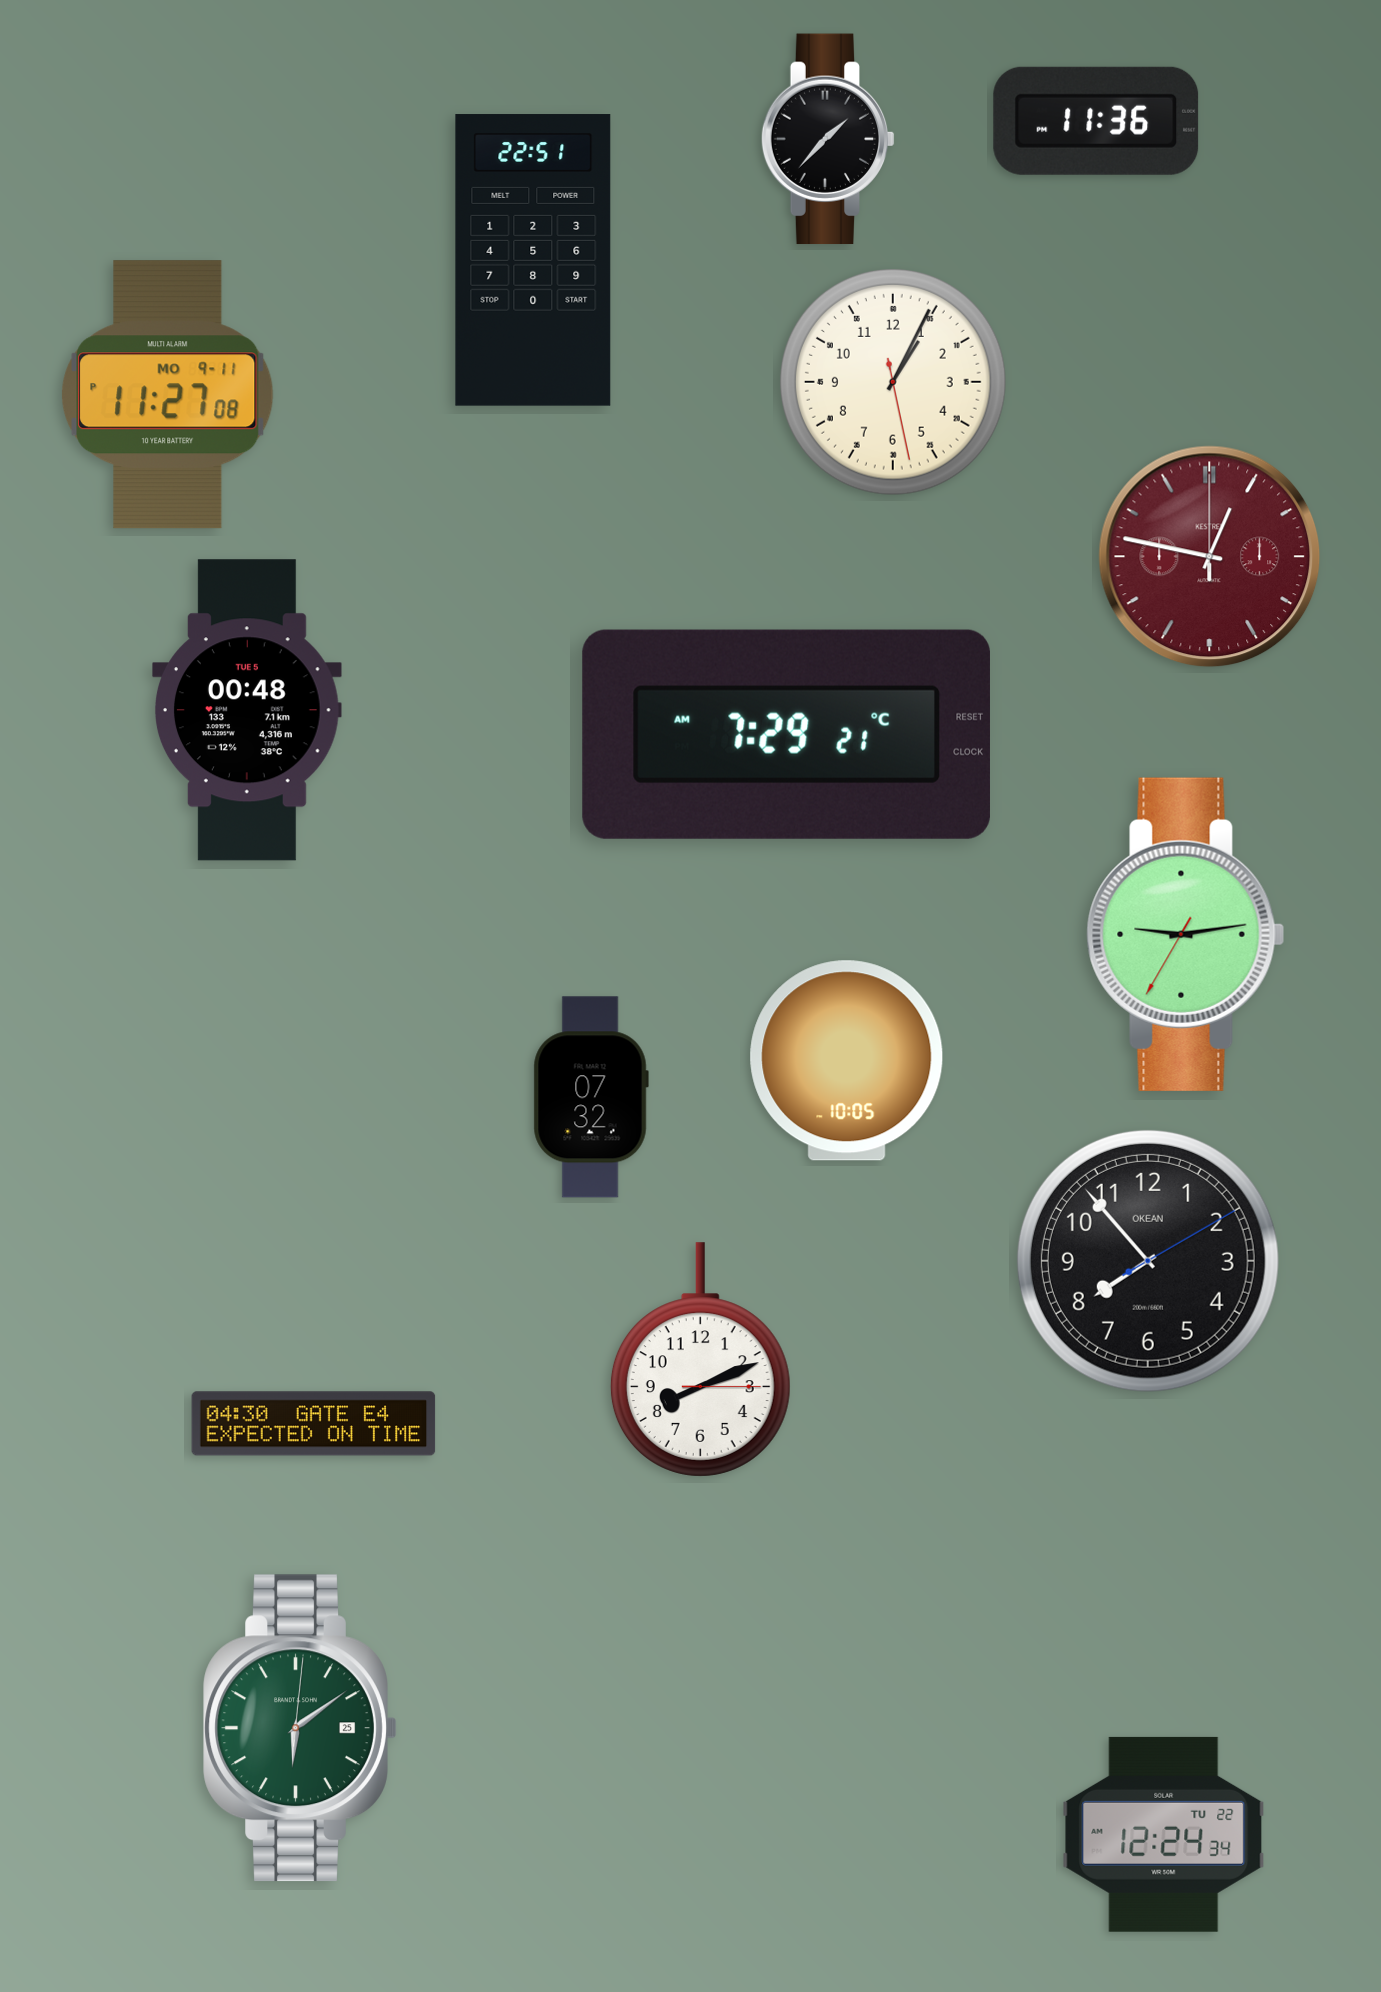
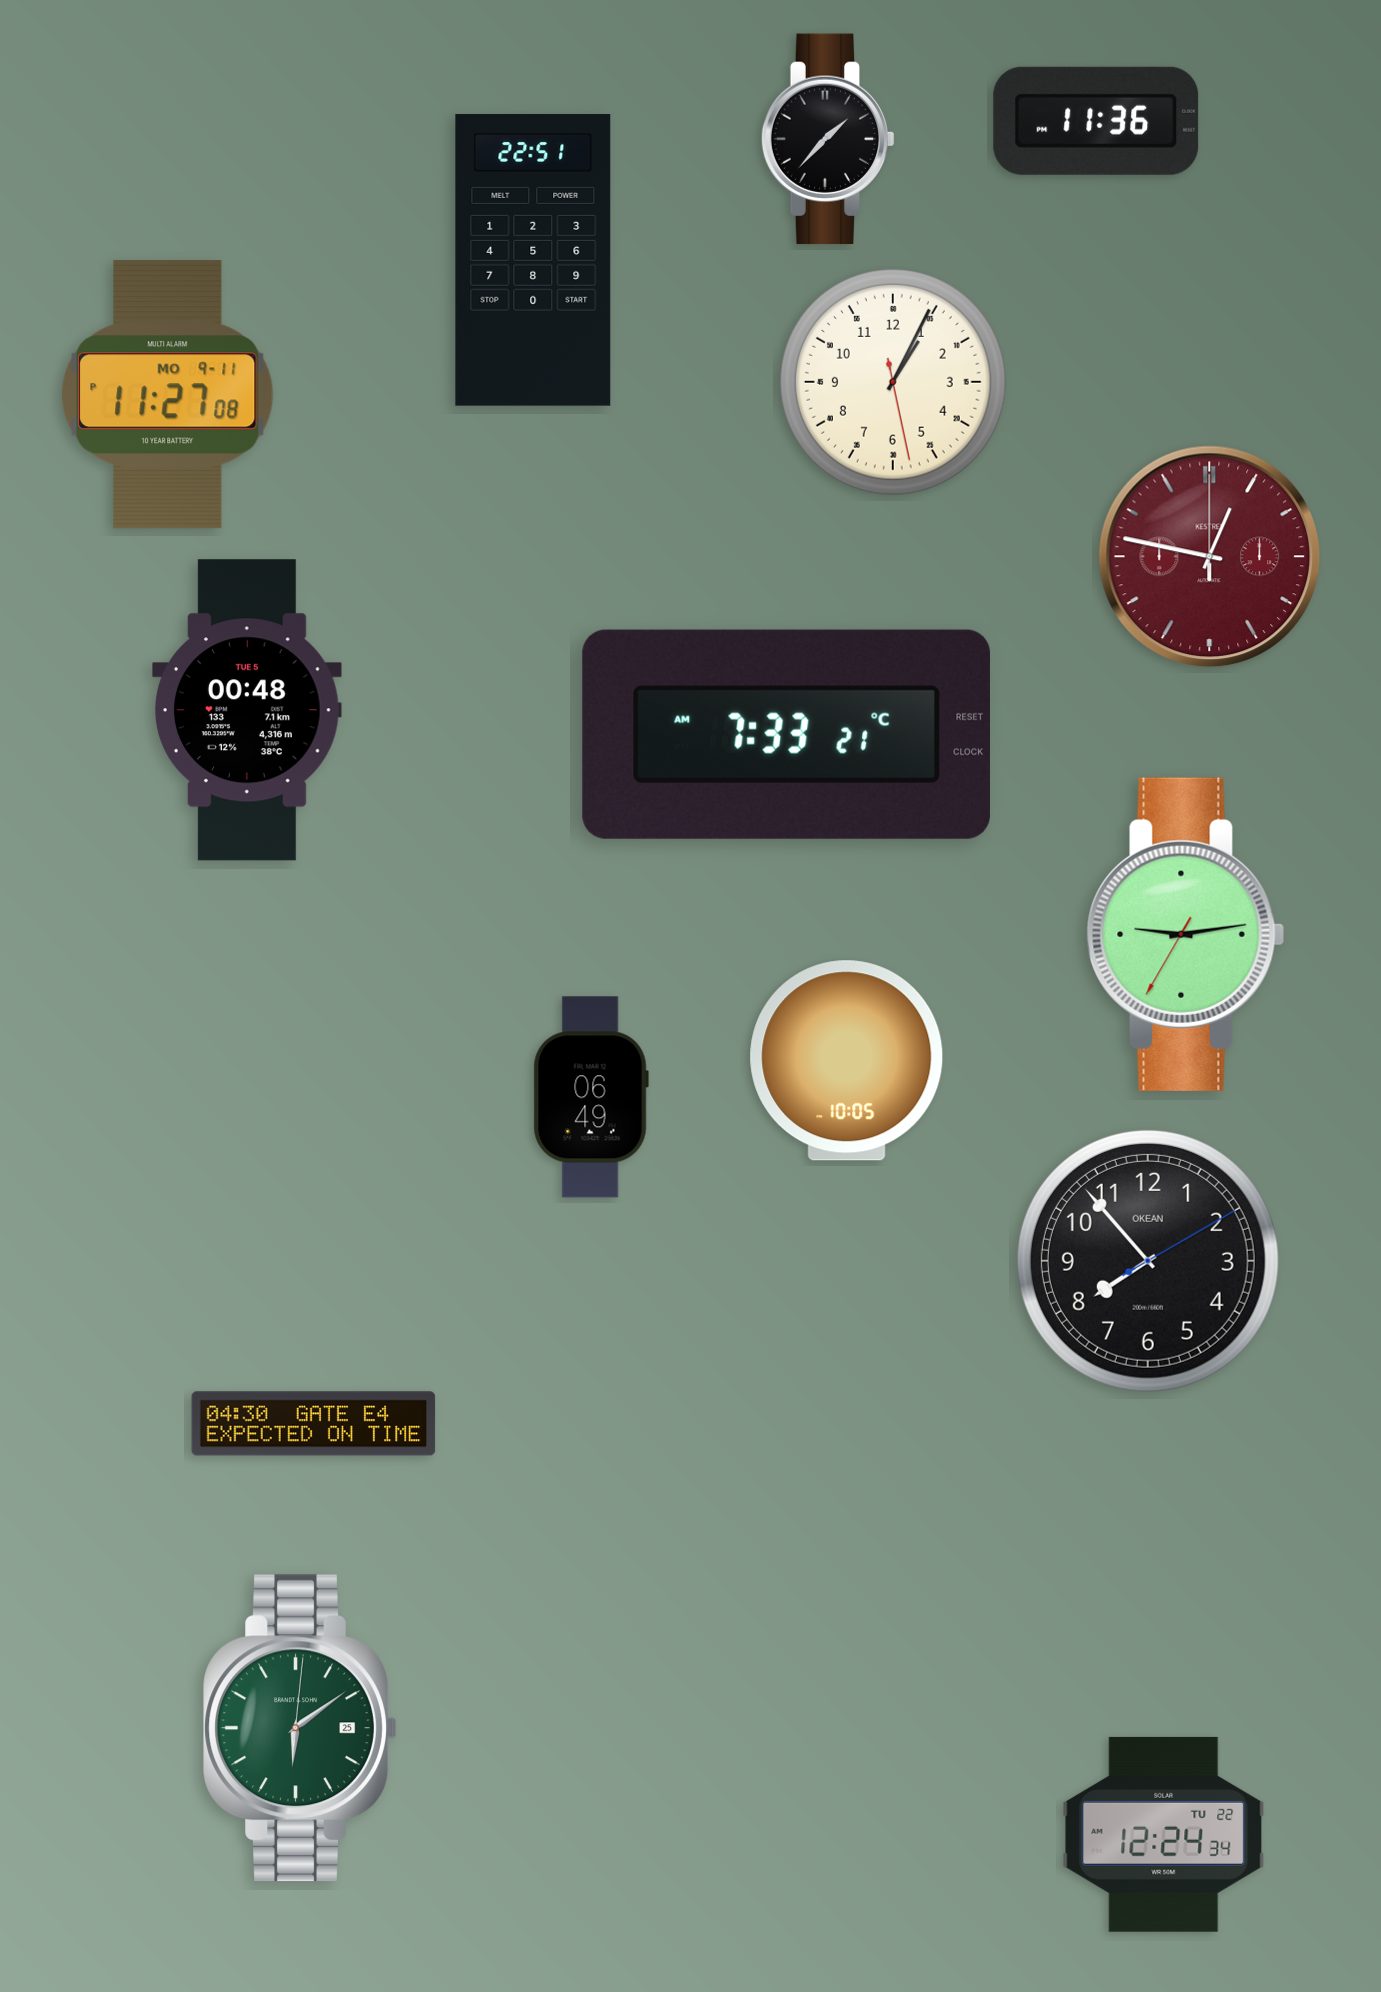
clock at (786, 734): 7:29 -> 7:33
clock at (591, 1097): 07:32 -> 06:49
clock at (700, 1360): 8:11 -> none
